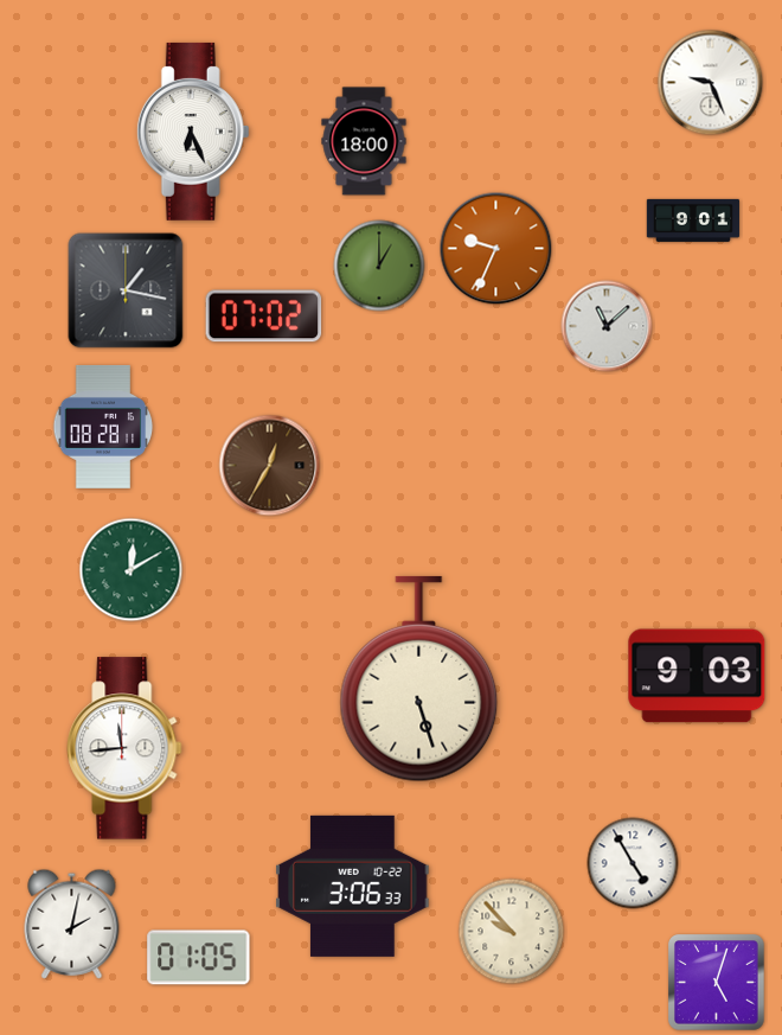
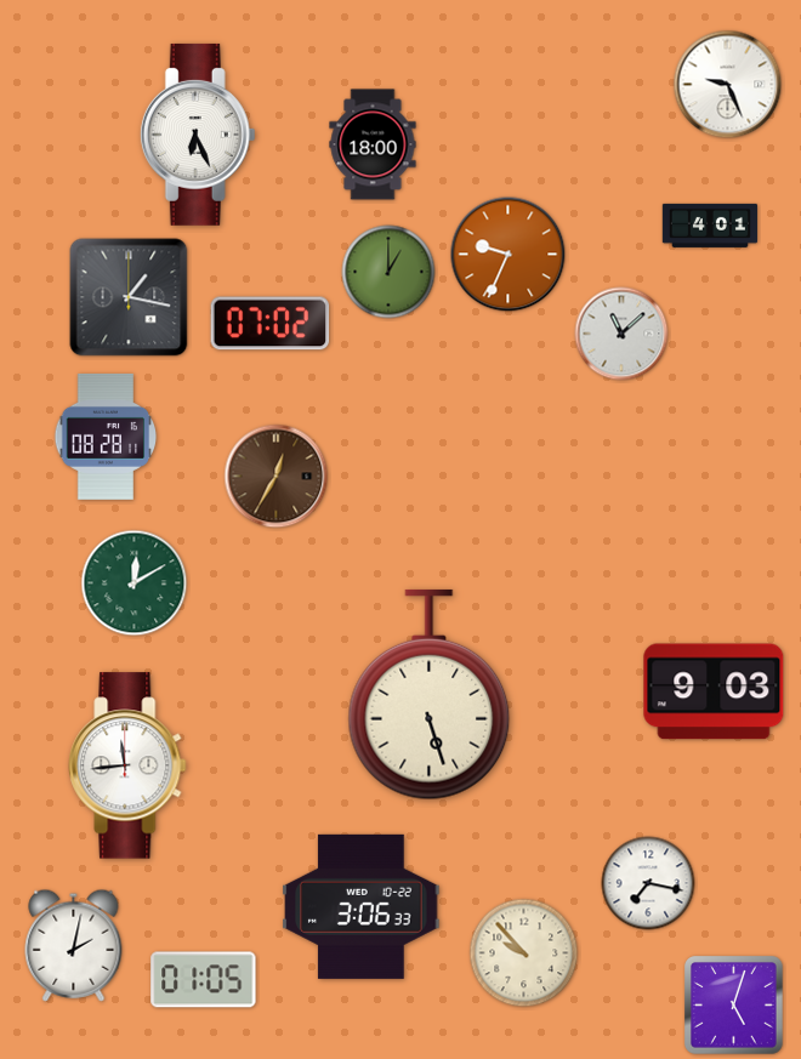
clock at (693, 221): 9:01 -> 4:01
clock at (633, 863): 4:55 -> 7:17
